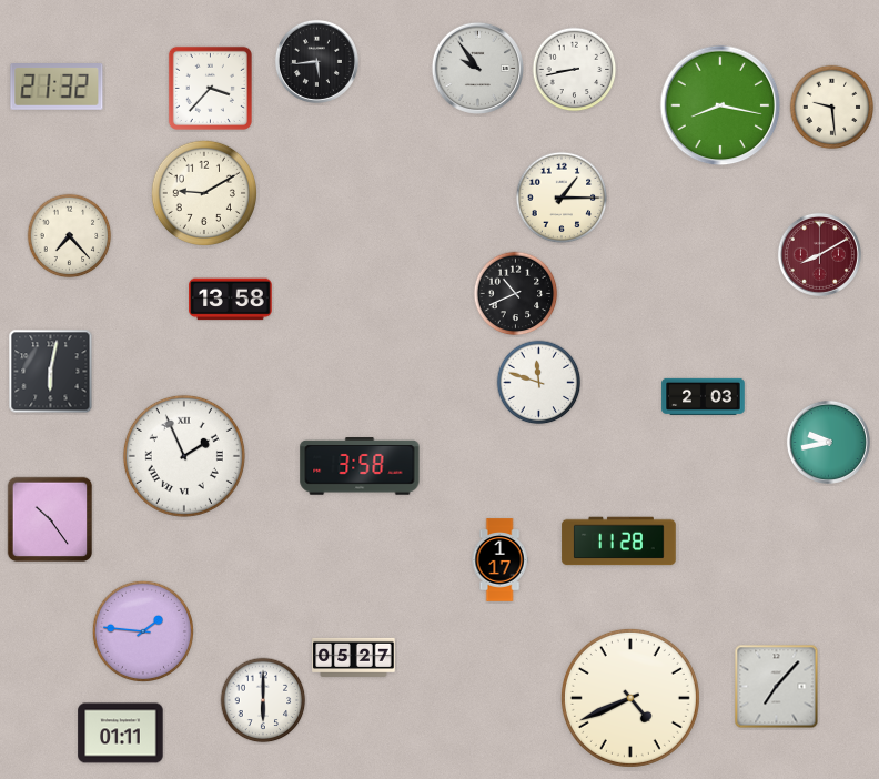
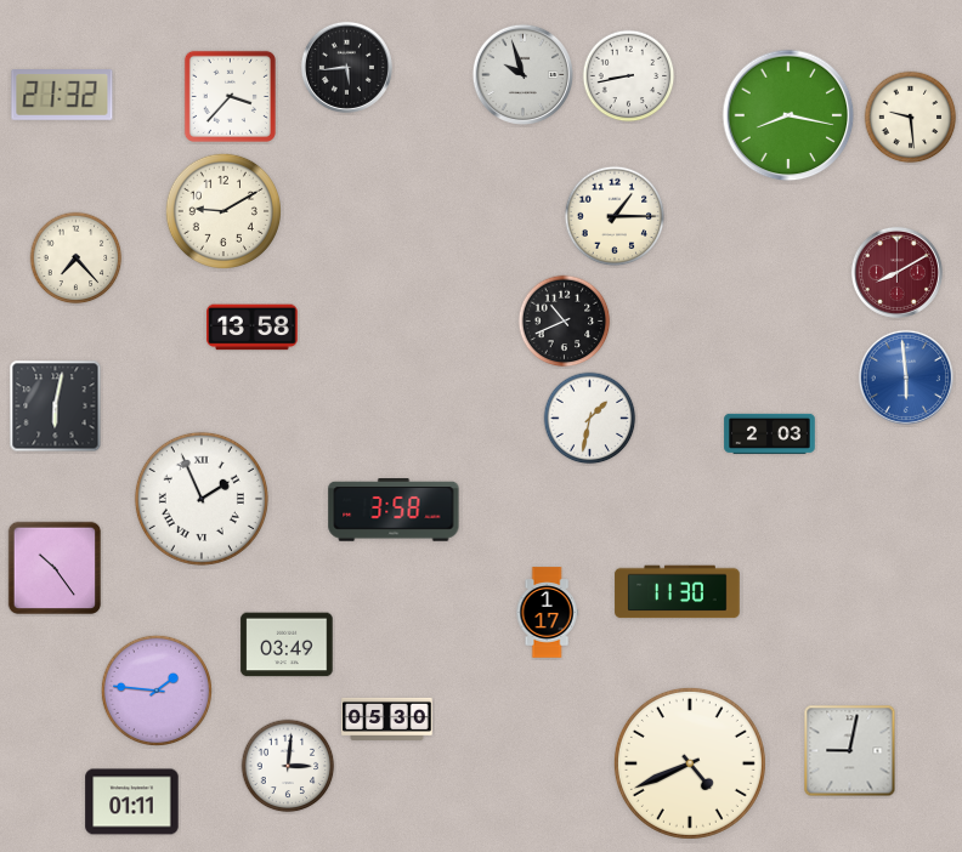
clock at (477, 68): 9:54 -> 9:57
clock at (819, 254) position: (819, 254) -> (896, 272)
clock at (906, 377): none -> 5:59
clock at (539, 383): 11:48 -> 1:32
clock at (828, 442): 9:43 -> none
clock at (619, 542): 11:28 -> 11:30
clock at (287, 644): none -> 03:49
clock at (354, 657): 05:27 -> 05:30
clock at (777, 687): 7:07 -> 9:02
clock at (263, 700): 6:00 -> 3:01
